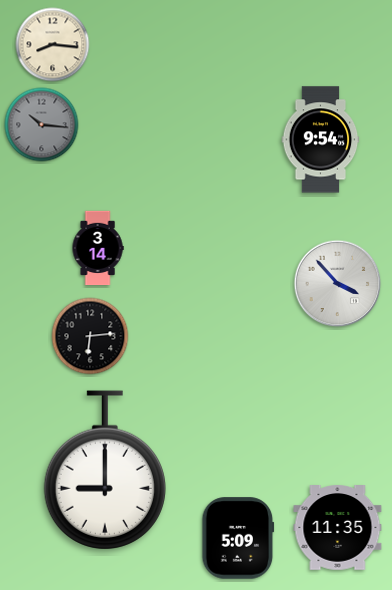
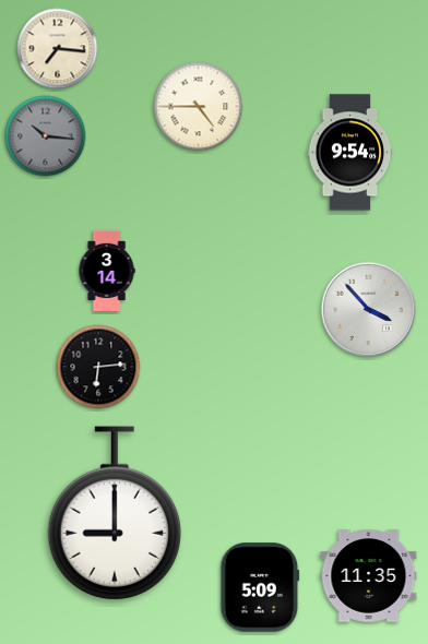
clock at (53, 45): 8:16 -> 7:16
clock at (199, 107): none -> 4:45
